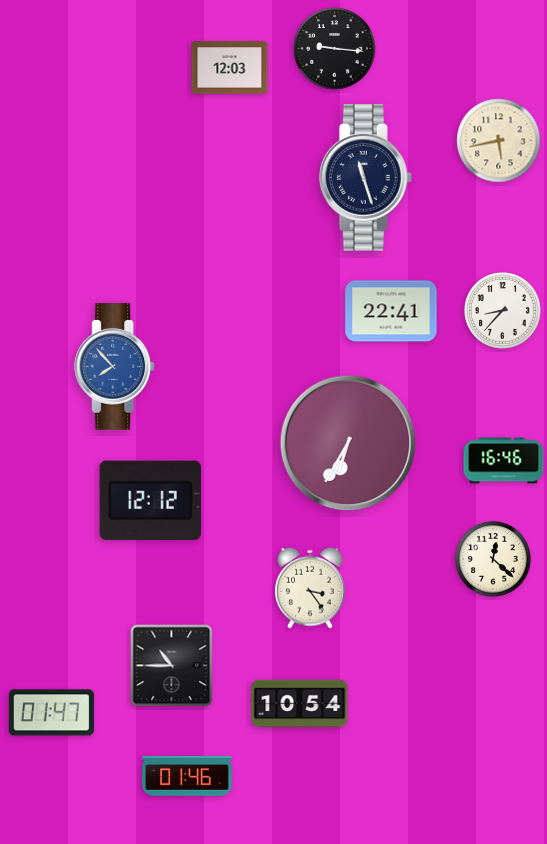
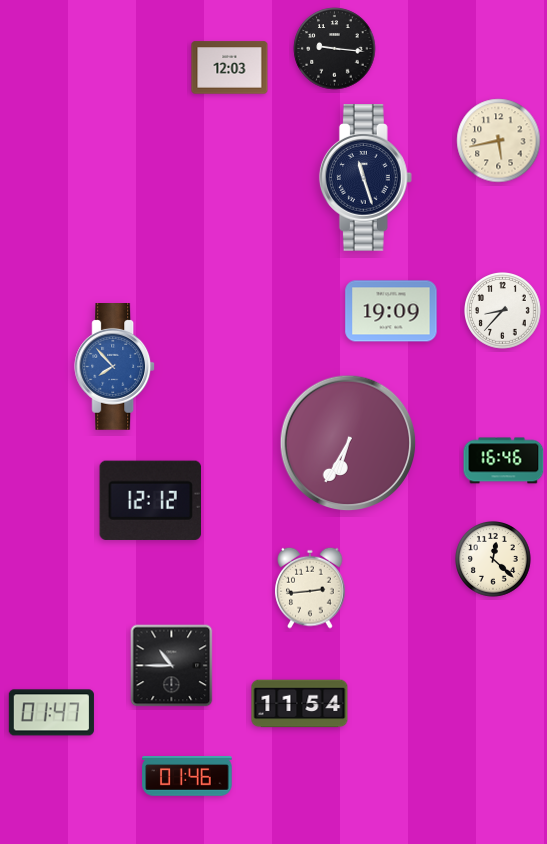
clock at (391, 311): 22:41 -> 19:09
clock at (310, 588): 3:24 -> 2:44
clock at (300, 704): 10:54 -> 11:54
